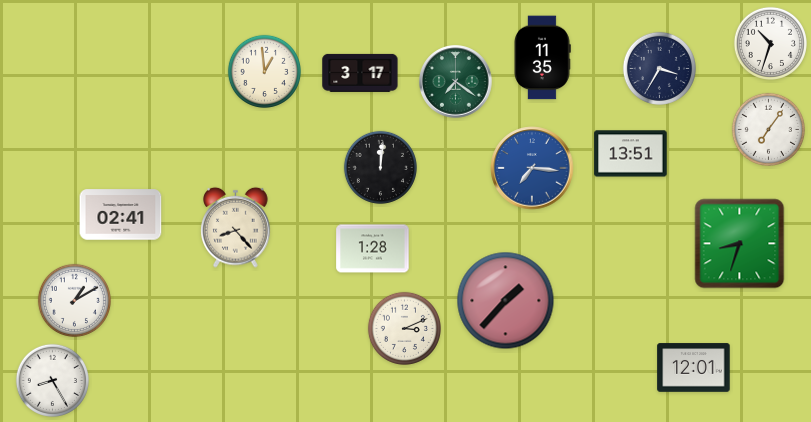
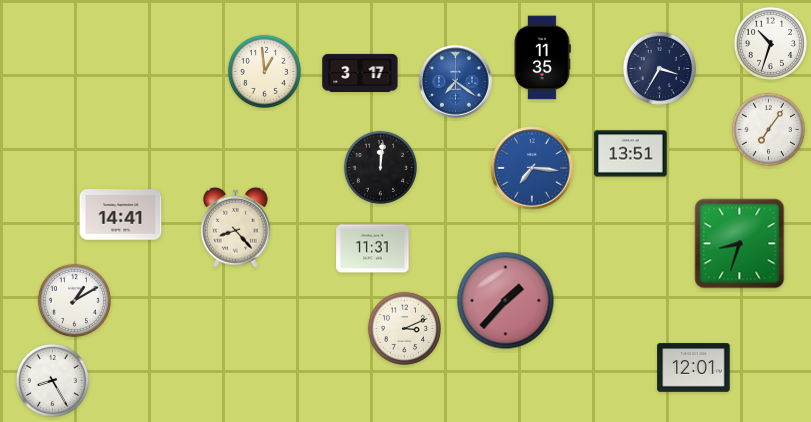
clock at (456, 82) dial: green -> blue
clock at (121, 215): 02:41 -> 14:41
clock at (373, 249): 1:28 -> 11:31
